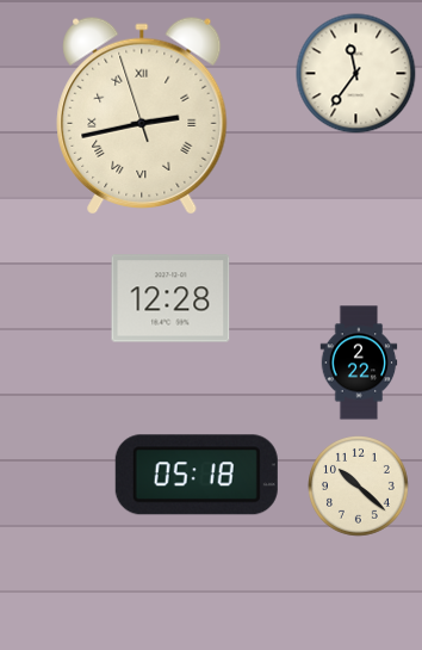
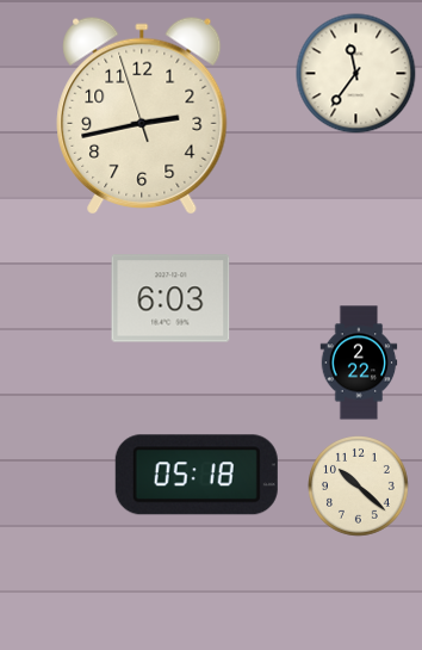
clock at (142, 116) numerals: Roman -> Arabic
clock at (170, 298): 12:28 -> 6:03
